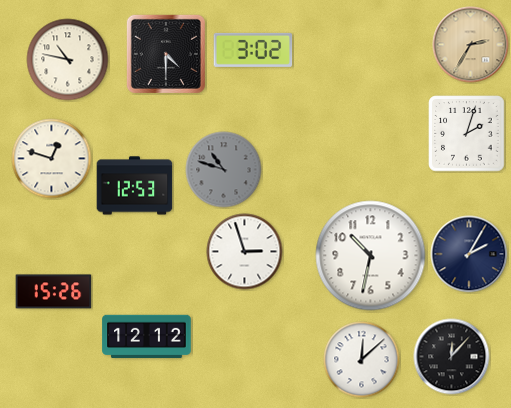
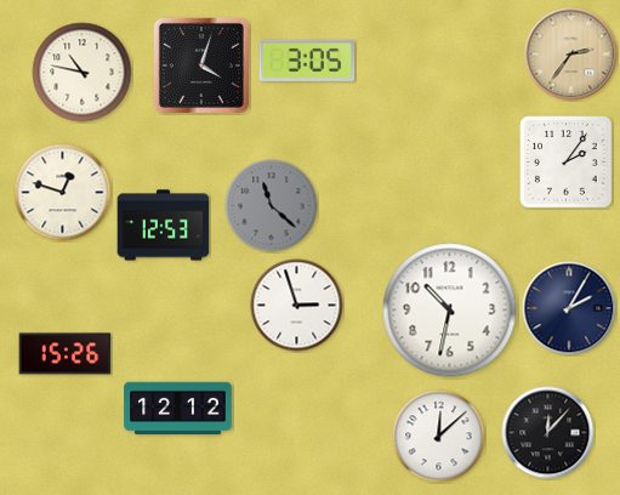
clock at (471, 45): 2:35 -> 2:36
clock at (253, 50): 3:02 -> 3:05
clock at (166, 54): 4:30 -> 4:03
clock at (467, 134): 2:03 -> 2:06
clock at (224, 170): 10:48 -> 11:22
